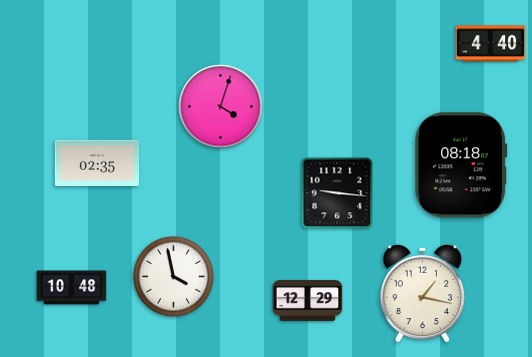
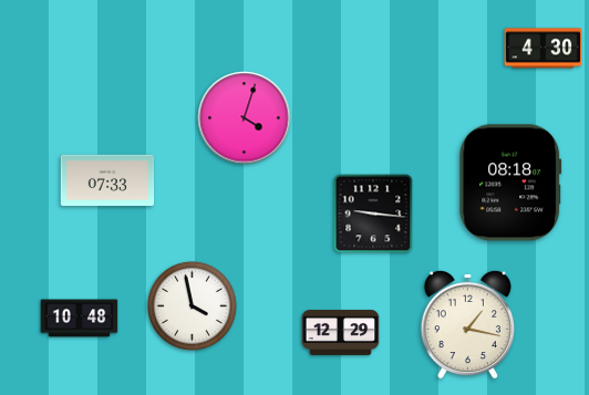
clock at (491, 44): 4:40 -> 4:30
clock at (97, 163): 02:35 -> 07:33
